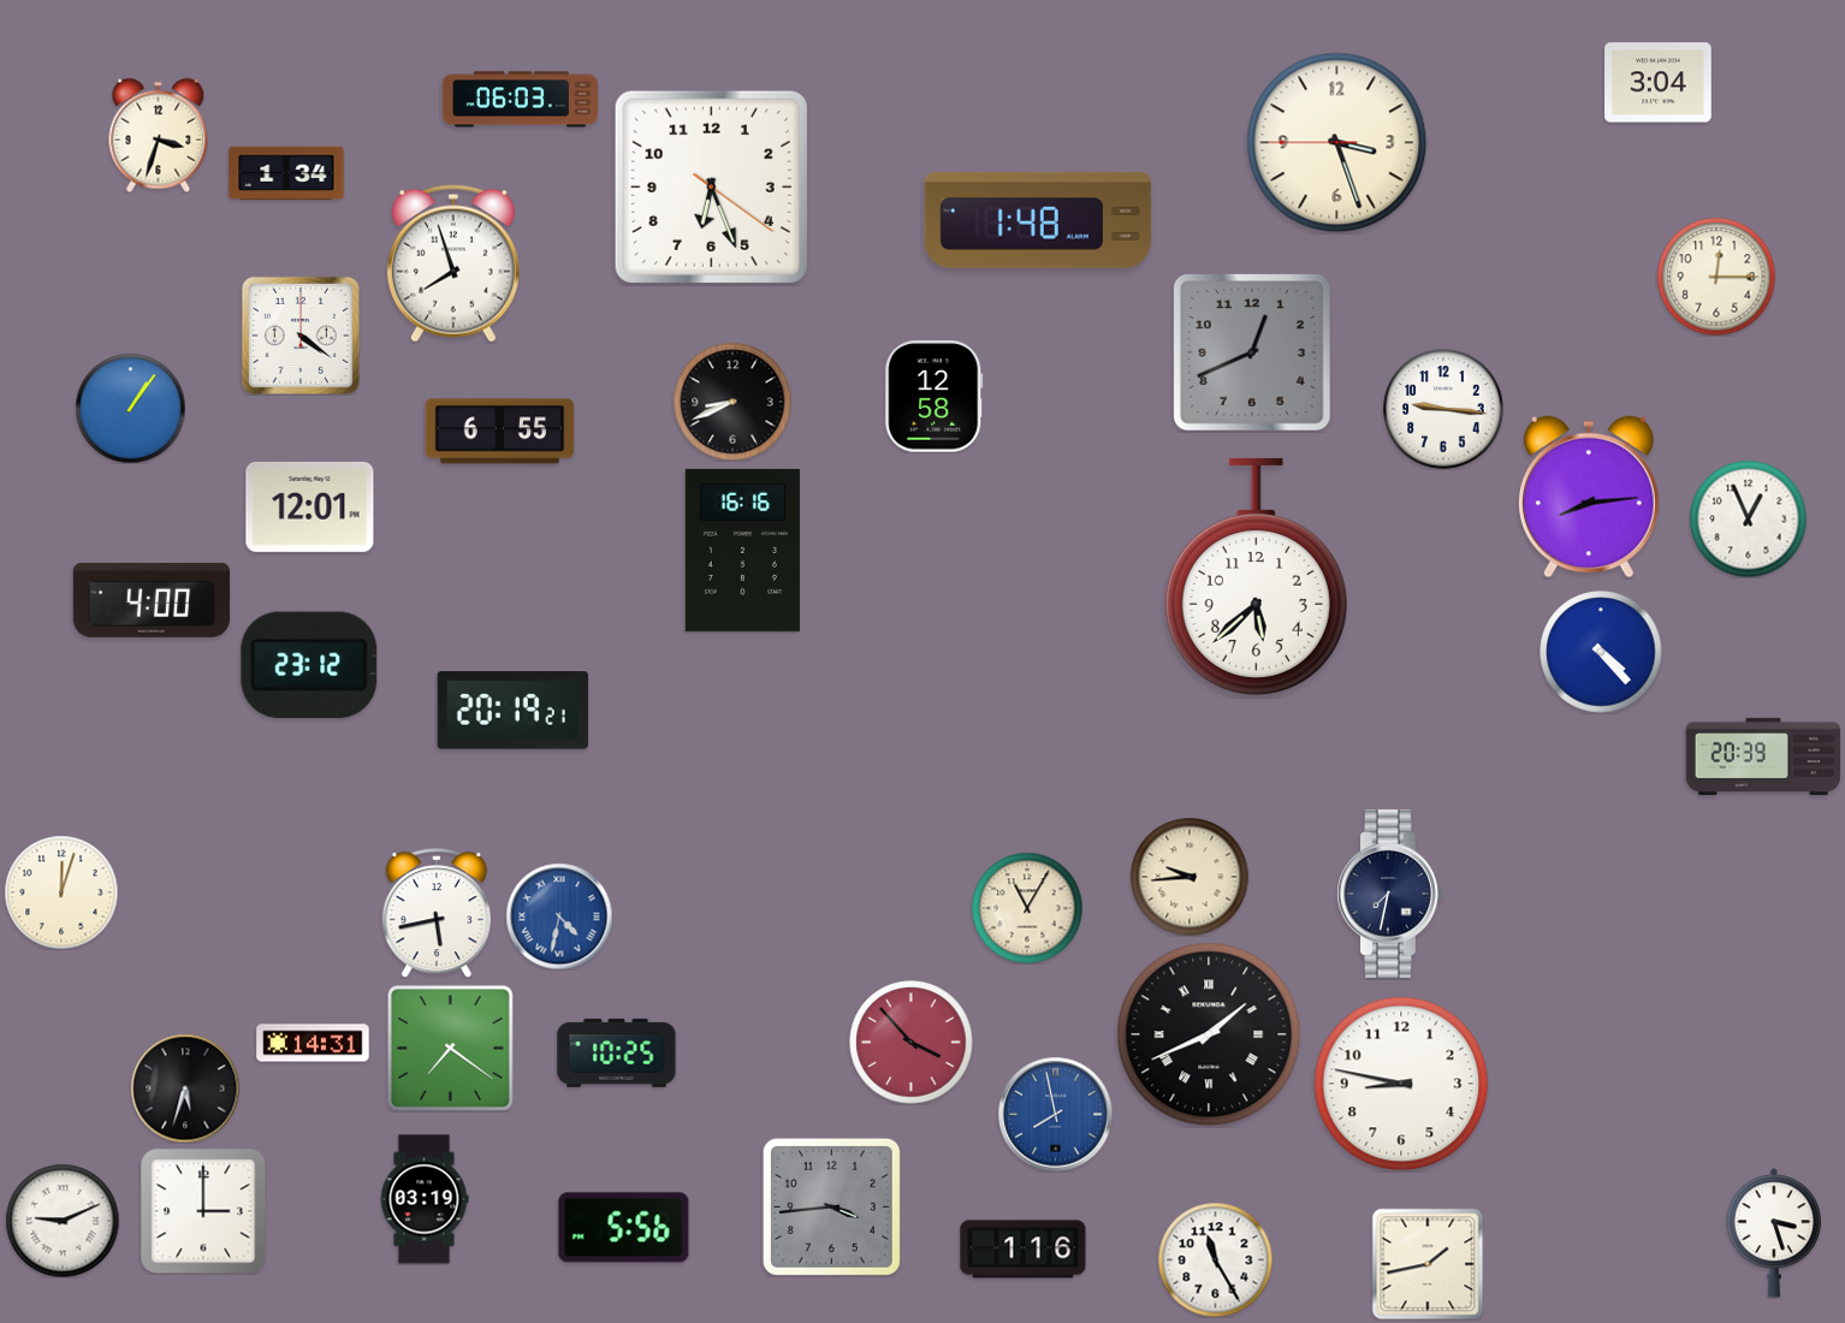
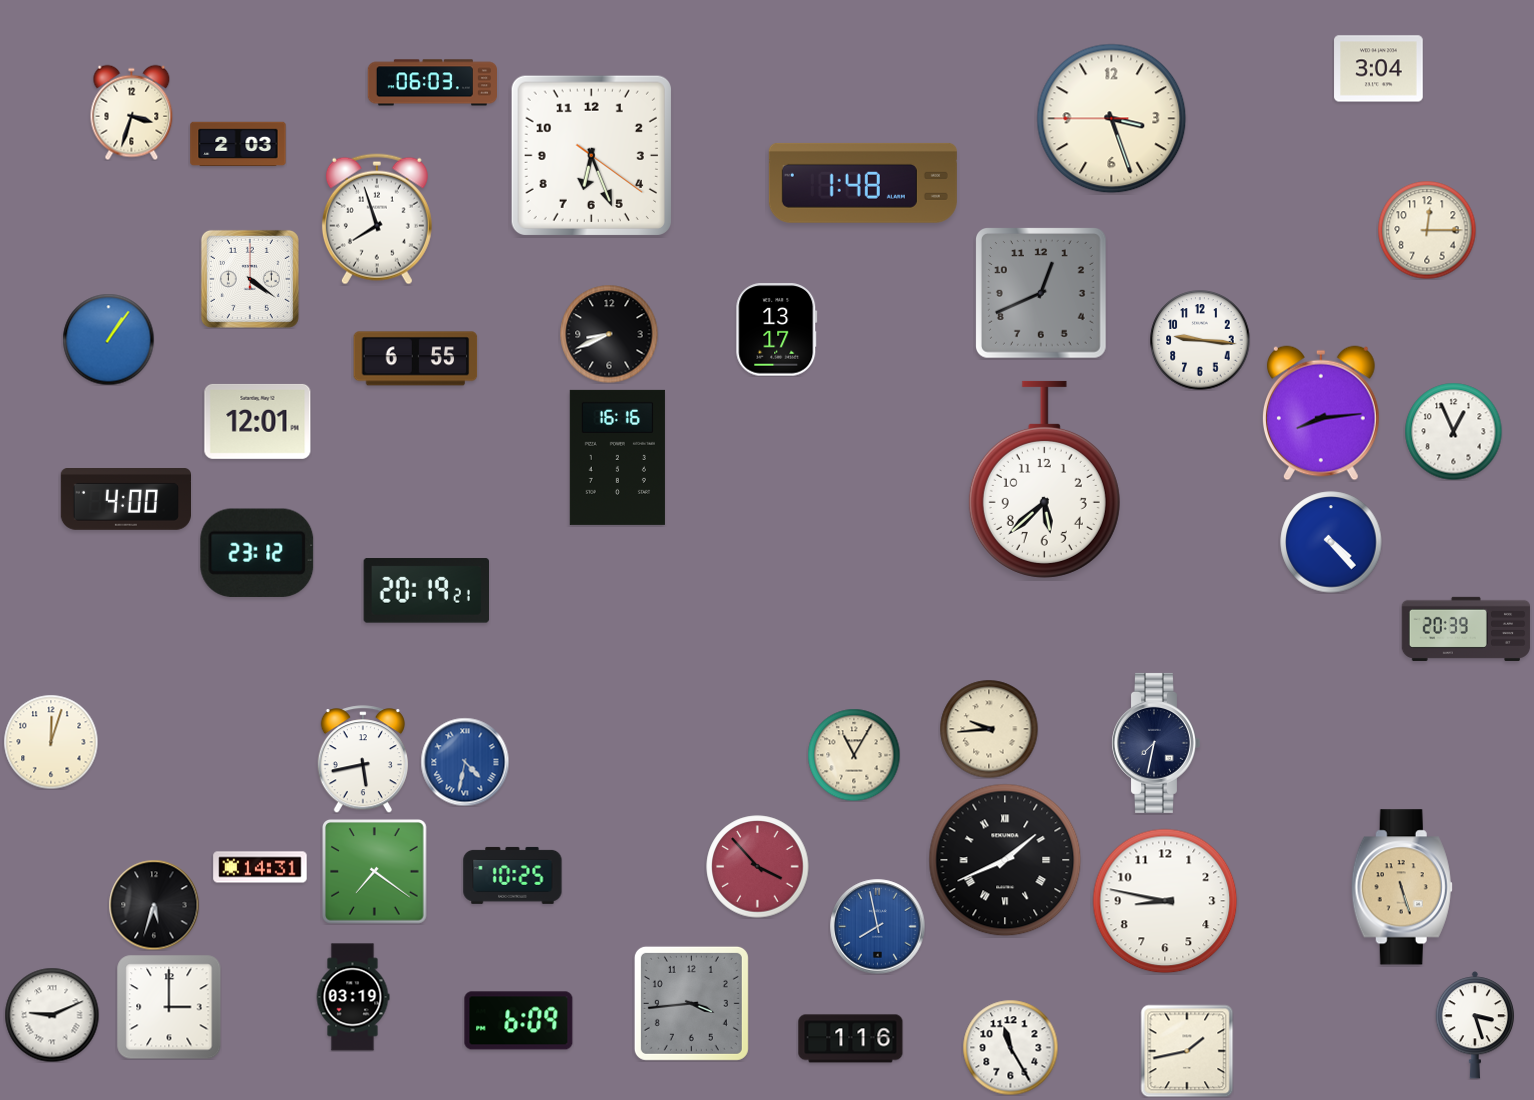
clock at (286, 173): 1:34 -> 2:03
clock at (935, 397): 12:58 -> 13:17
clock at (1402, 887): none -> 5:27
clock at (624, 1228): 5:56 -> 6:09
